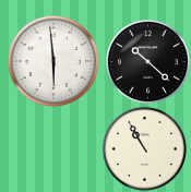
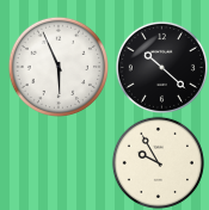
clock at (52, 60): 5:59 -> 5:56
clock at (144, 148): 10:55 -> 9:55
